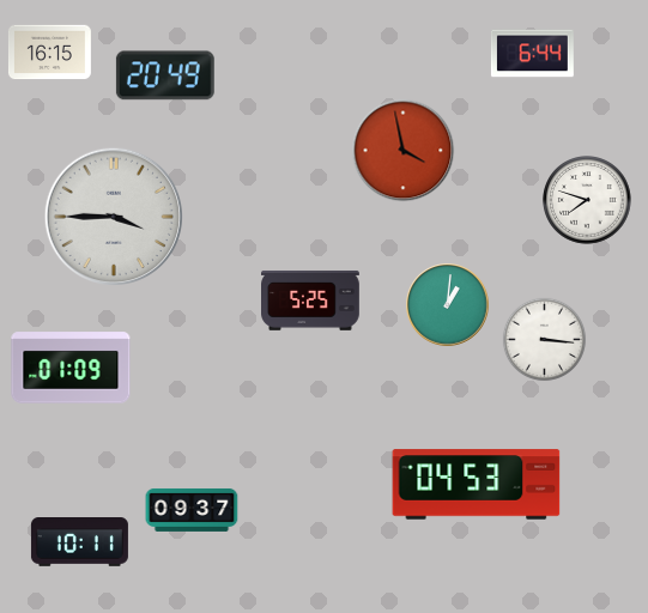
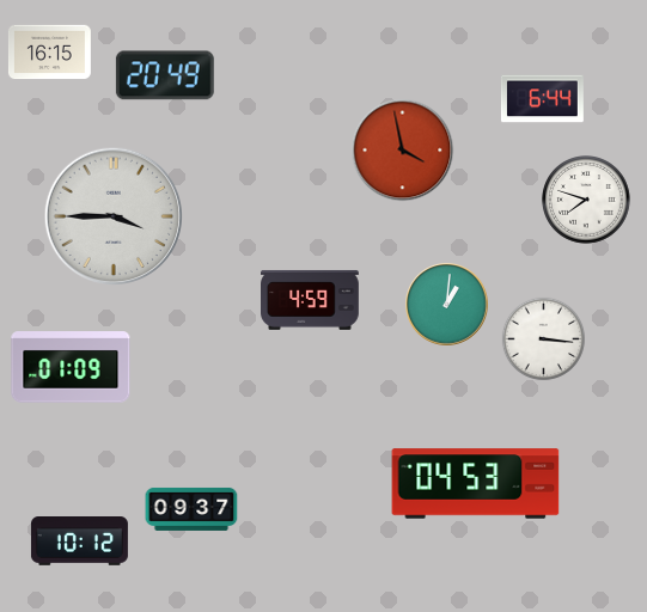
clock at (532, 54) position: (532, 54) -> (542, 99)
clock at (311, 301): 5:25 -> 4:59
clock at (79, 542): 10:11 -> 10:12
